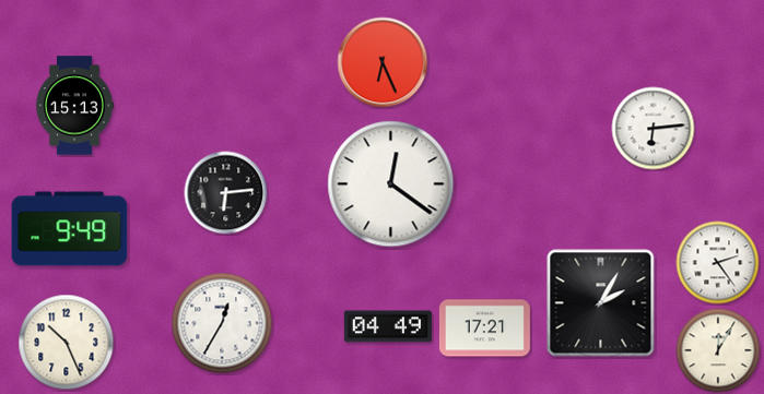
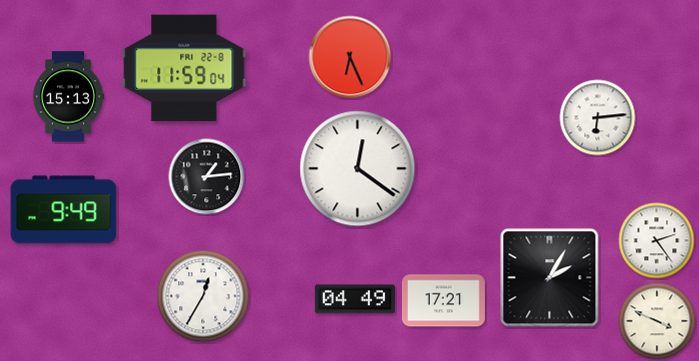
clock at (184, 68): none -> 11:59
clock at (226, 193): 6:14 -> 1:14
clock at (67, 343): 10:26 -> none
clock at (718, 350): 12:05 -> 3:49
